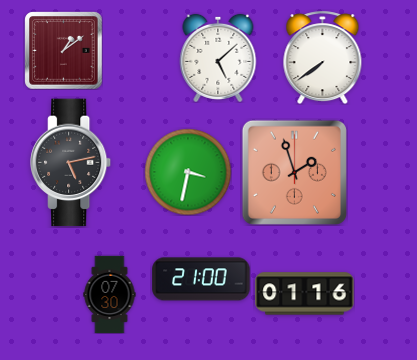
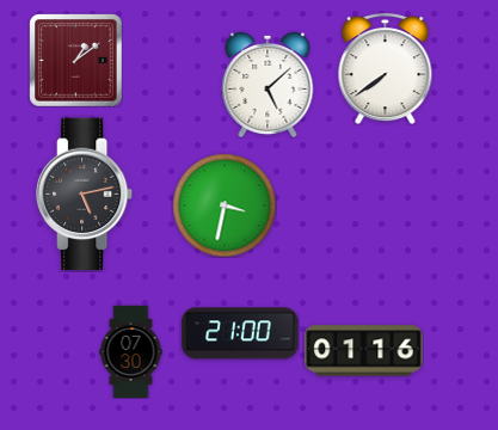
clock at (218, 58) position: (218, 58) -> (268, 85)
clock at (294, 172): 1:57 -> none
